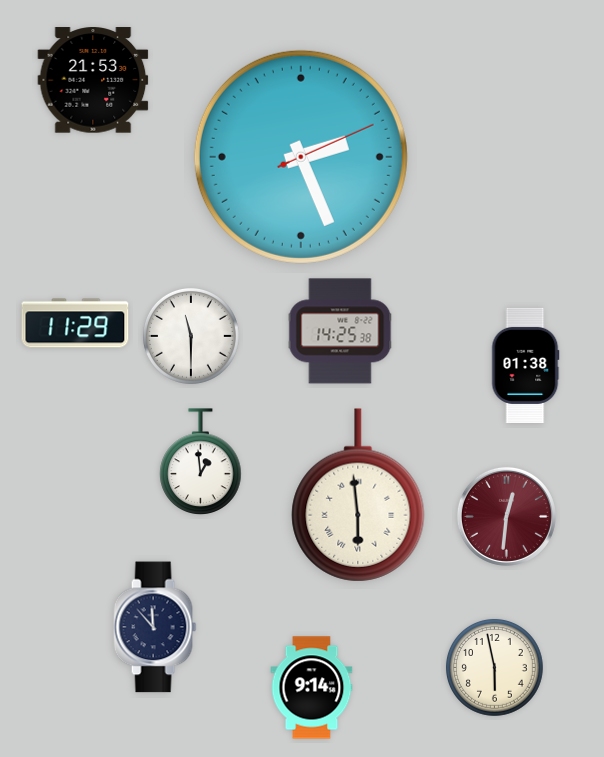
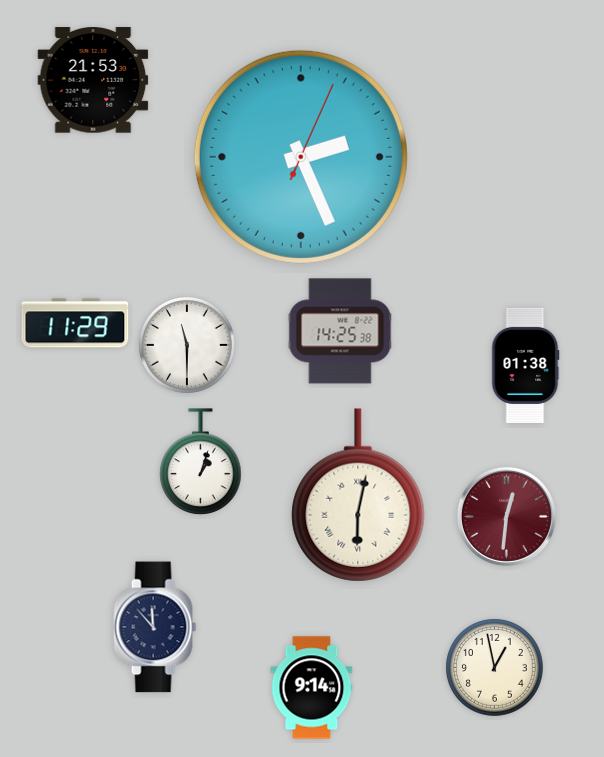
clock at (301, 157): 2:26:11 -> 2:26:04
clock at (191, 336) position: (191, 336) -> (187, 345)
clock at (201, 462): 12:59 -> 1:03
clock at (358, 495): 5:59 -> 6:02
clock at (494, 667): 5:58 -> 12:58
